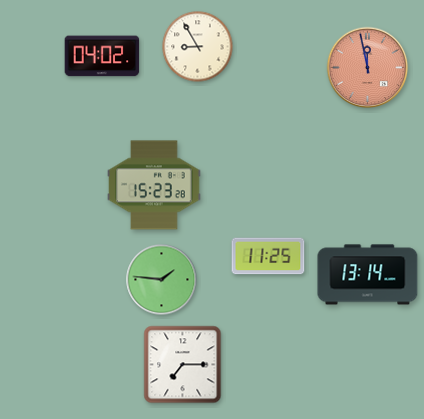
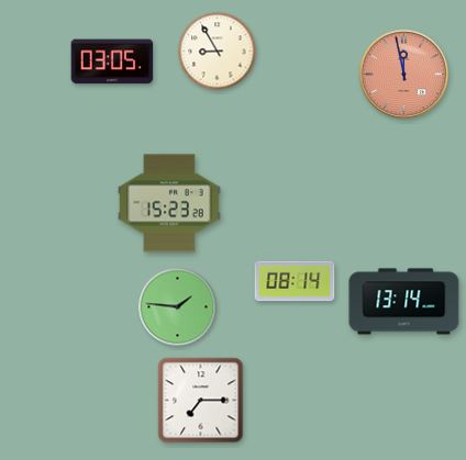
clock at (102, 56): 04:02 -> 03:05
clock at (268, 256): 11:25 -> 08:14
